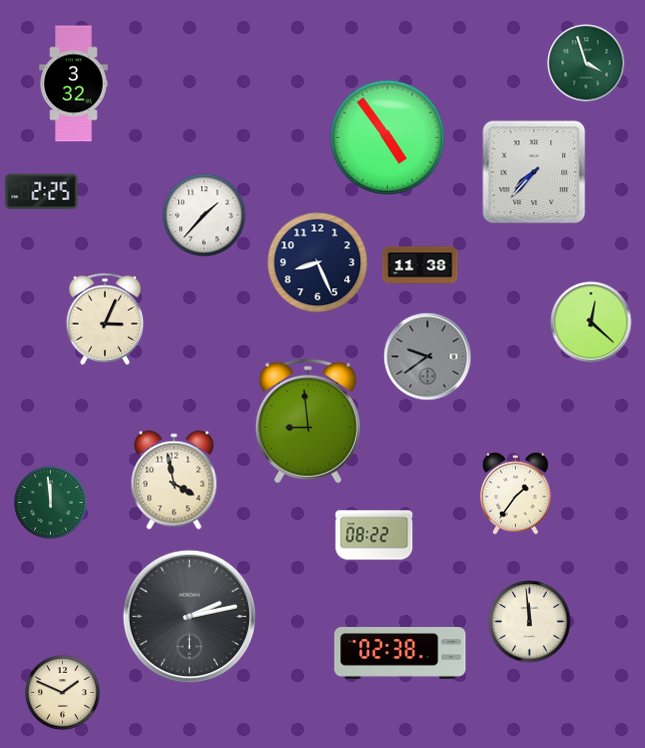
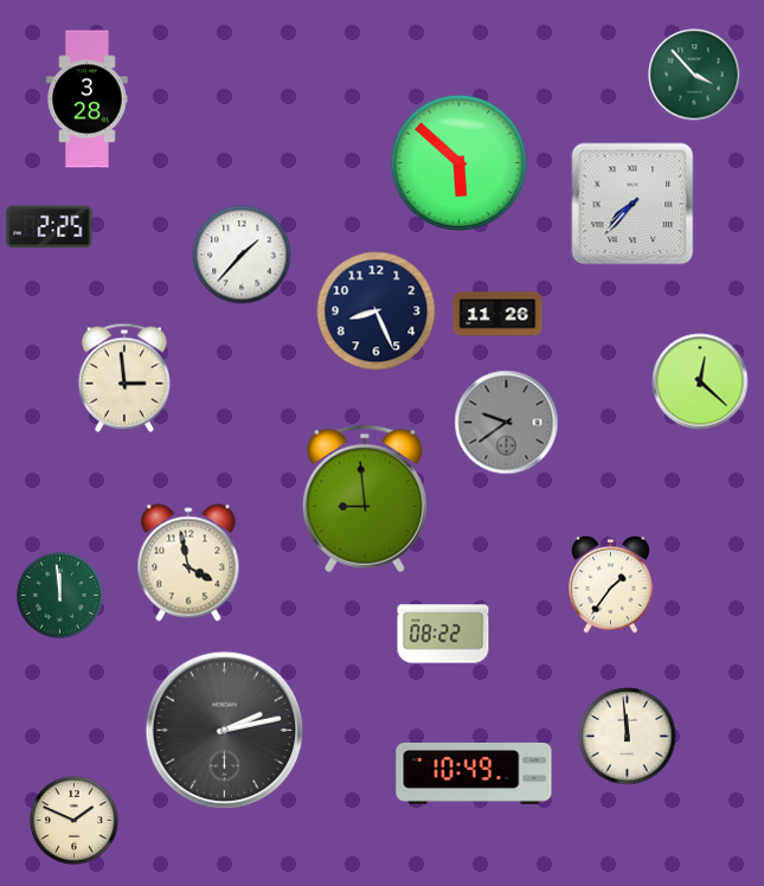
clock at (586, 63): 3:57 -> 3:53
clock at (74, 84): 3:32 -> 3:28
clock at (387, 137): 4:54 -> 5:52
clock at (420, 265): 11:38 -> 11:26
clock at (105, 319): 3:04 -> 2:59
clock at (174, 480) position: (174, 480) -> (188, 563)
clock at (400, 653): 02:38 -> 10:49
